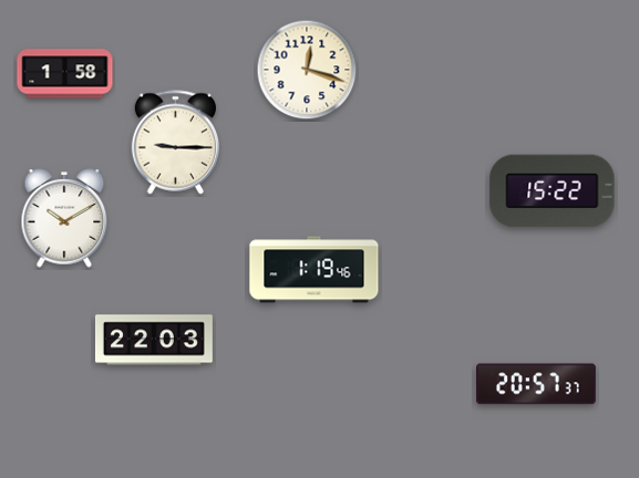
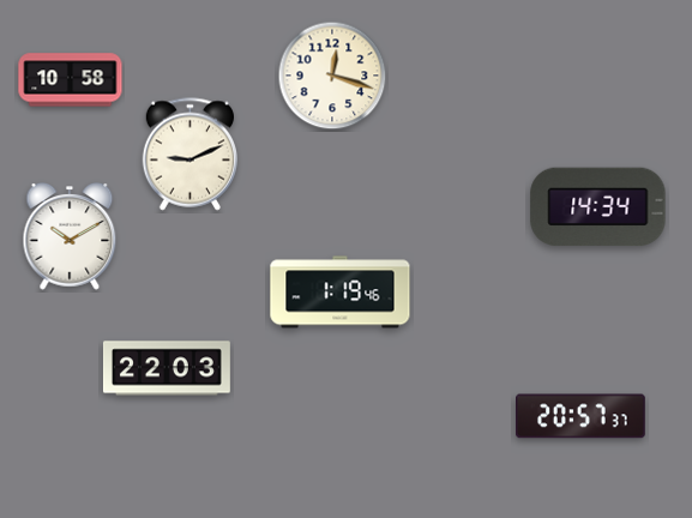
clock at (65, 74): 1:58 -> 10:58
clock at (175, 143): 9:15 -> 9:11
clock at (553, 191): 15:22 -> 14:34
